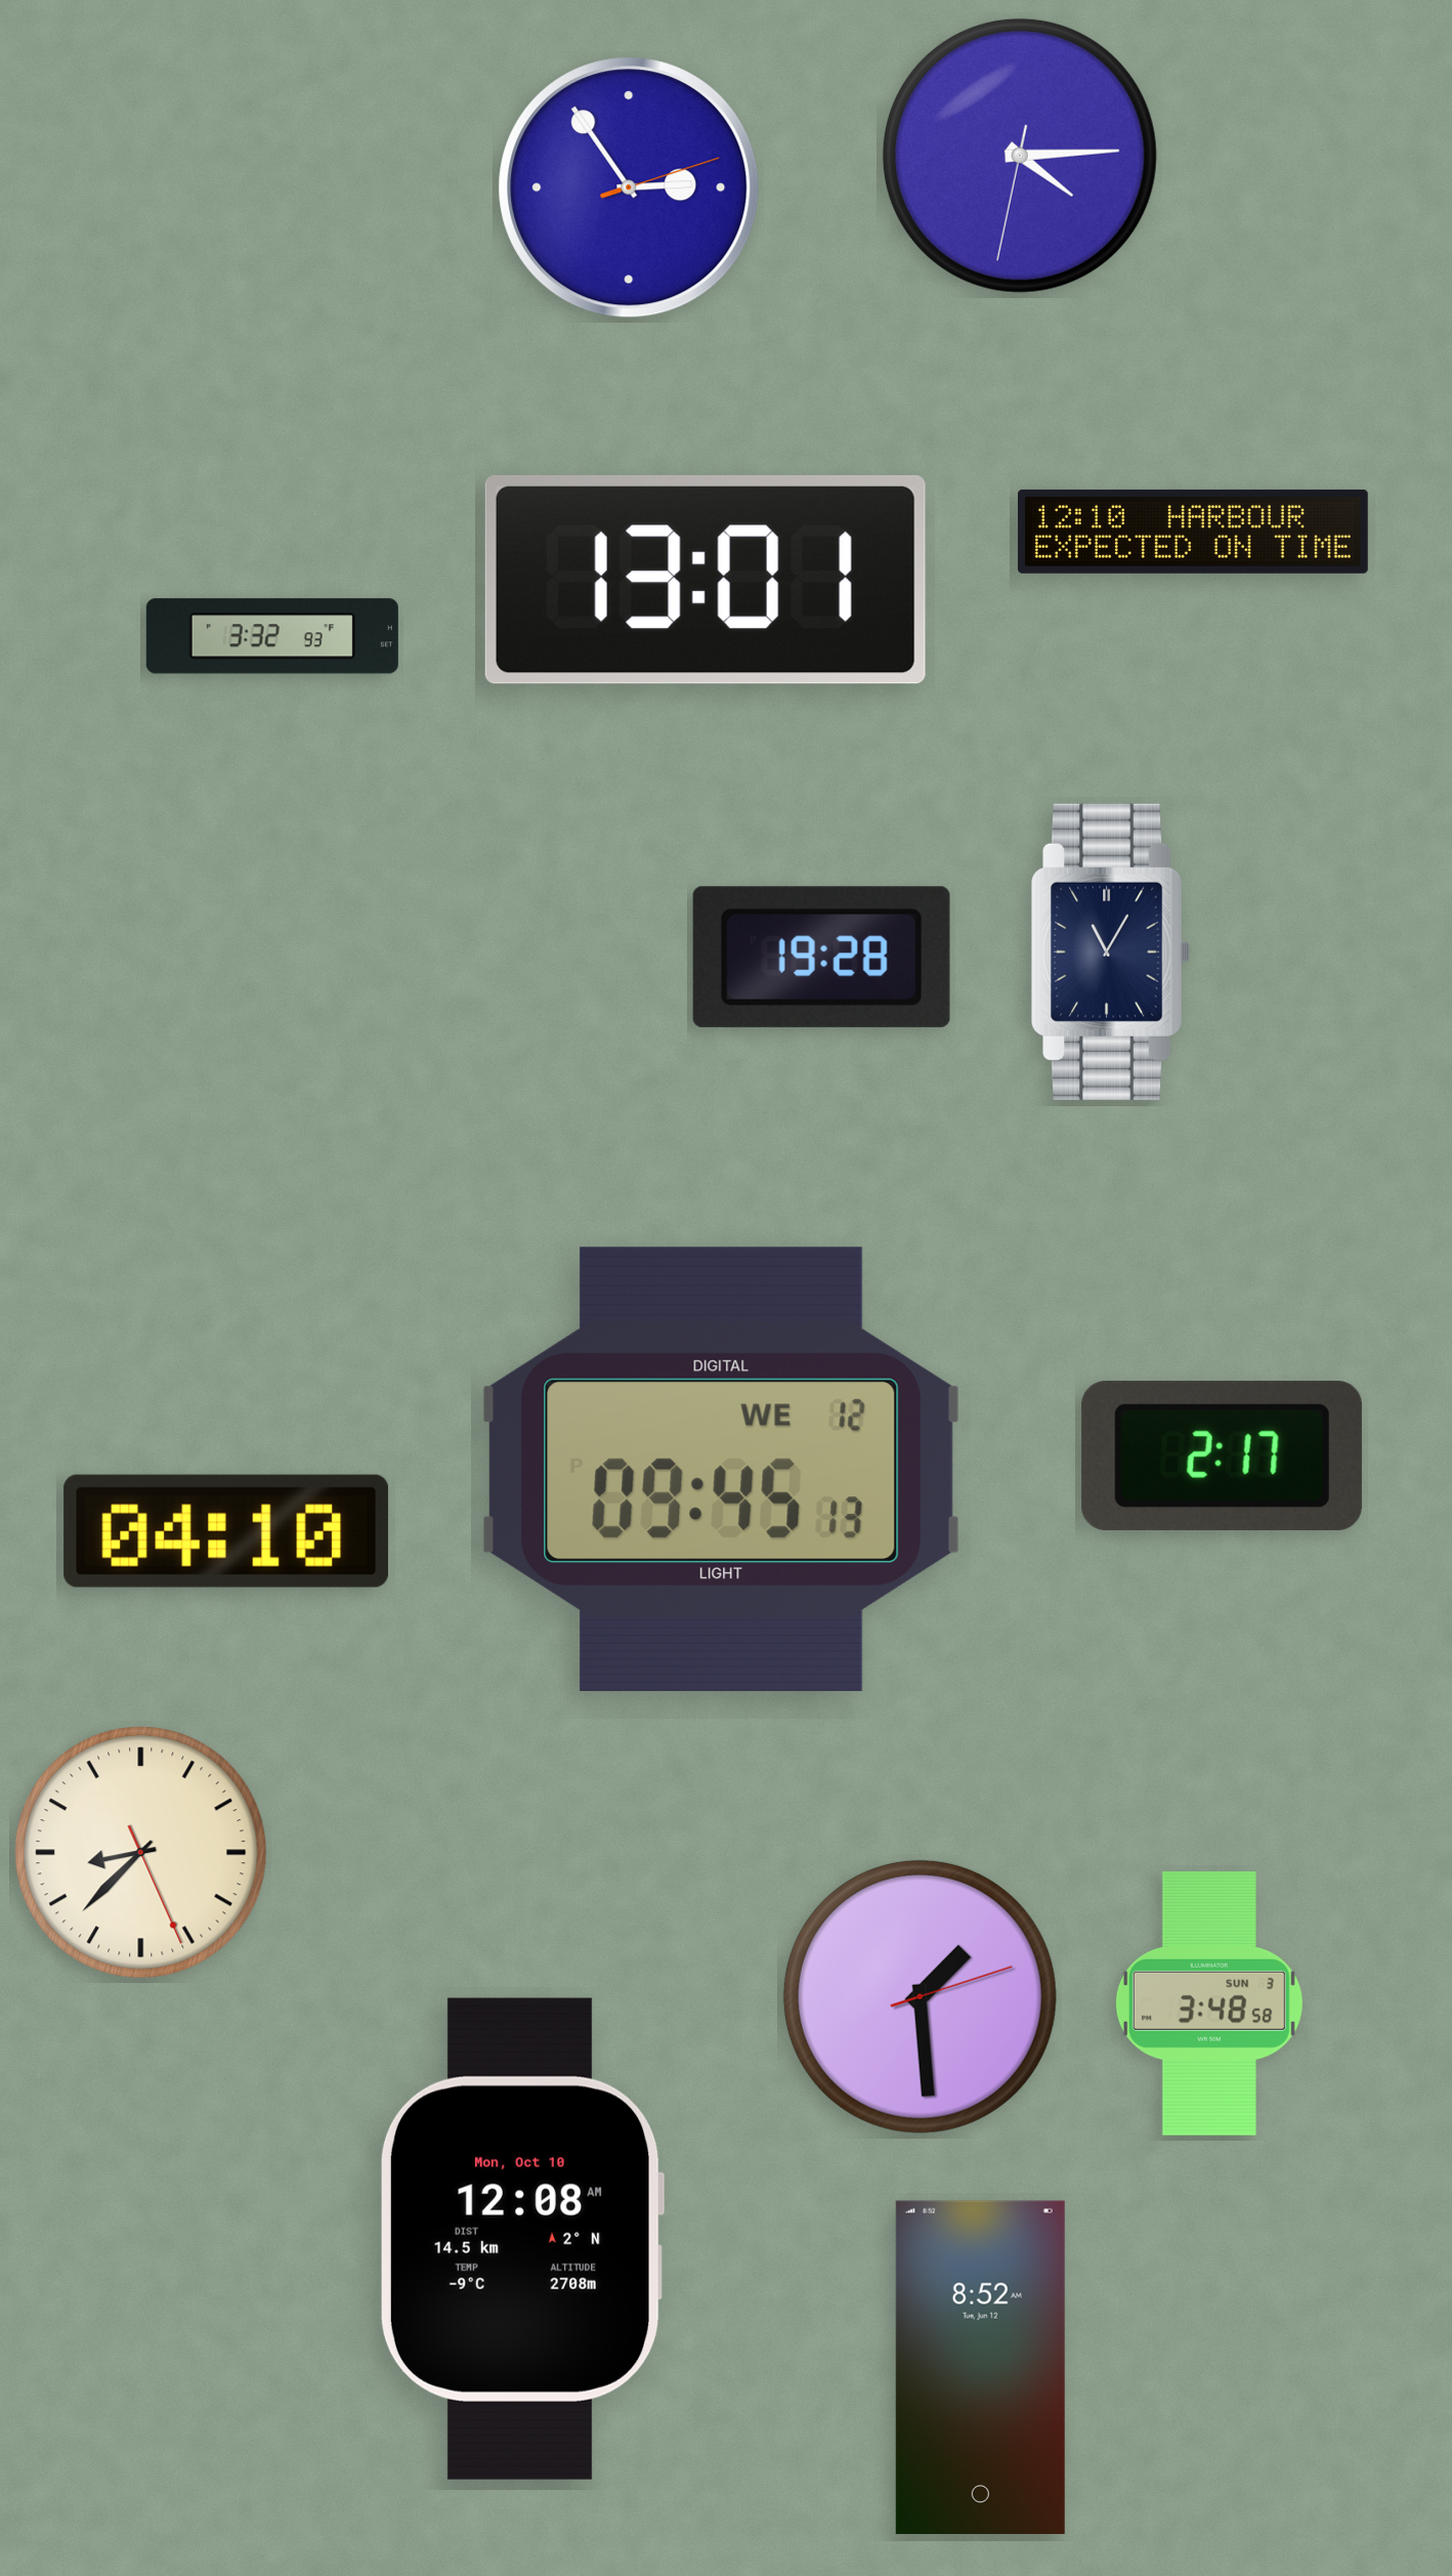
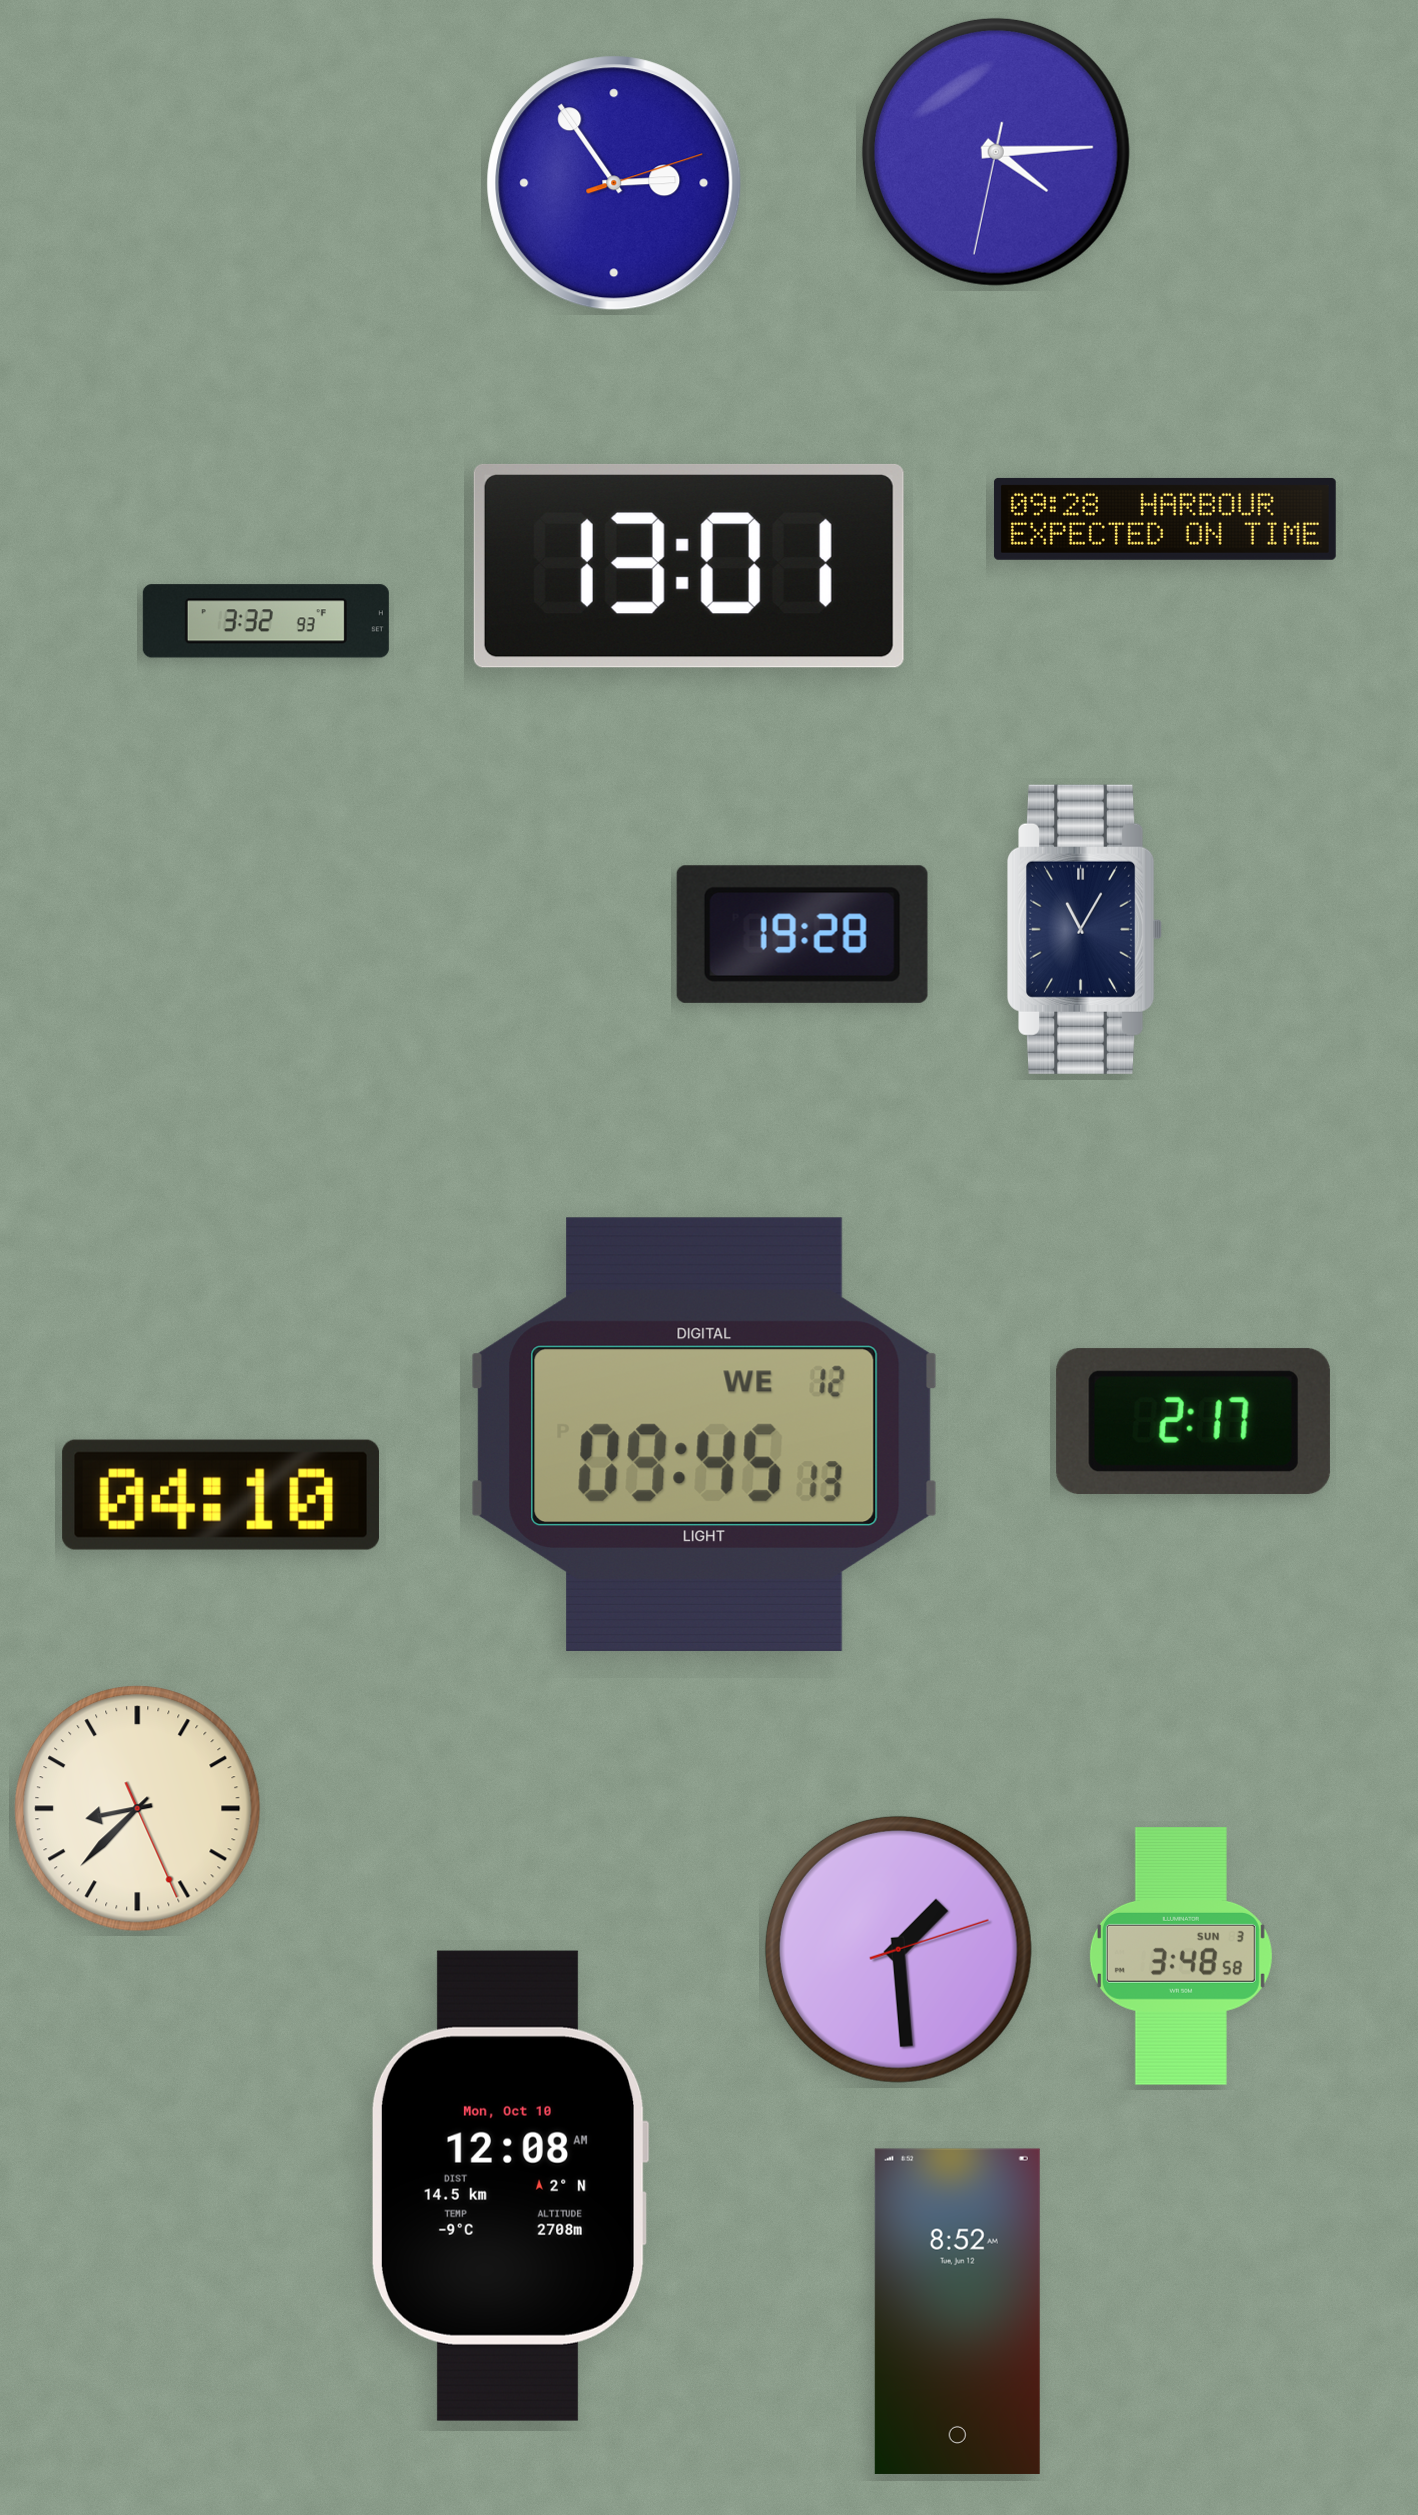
clock at (1193, 532): 12:10 -> 09:28
